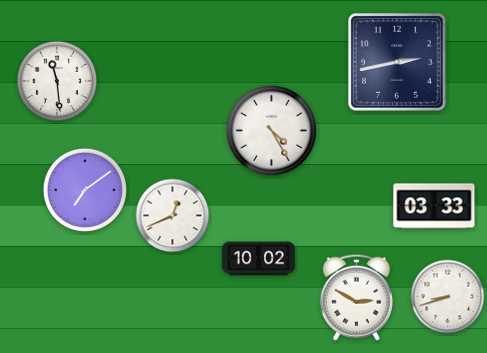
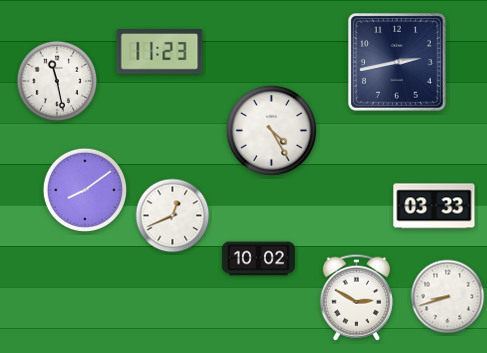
clock at (160, 52): none -> 11:23
clock at (57, 81): 11:29 -> 11:28
clock at (84, 189): 7:09 -> 8:09
